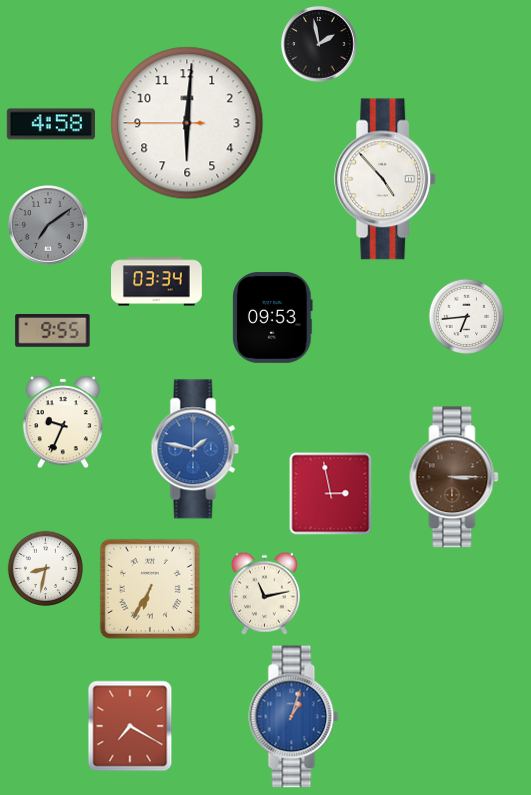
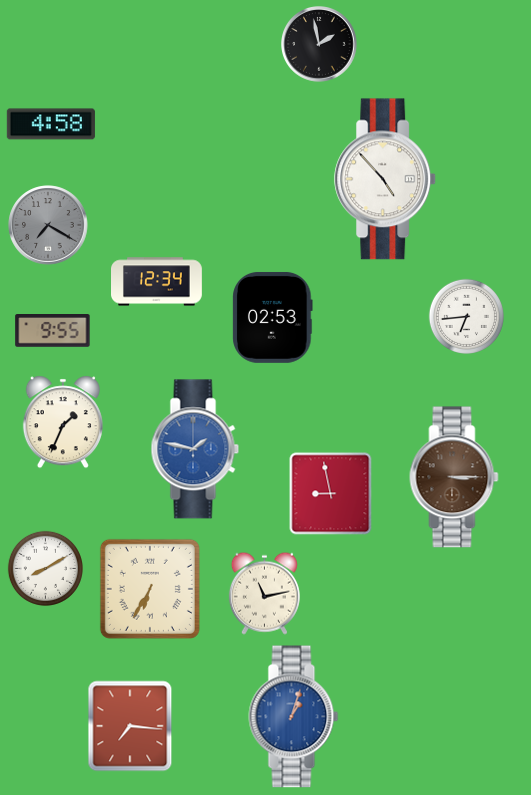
clock at (187, 123): 6:00 -> none
clock at (48, 225): 7:09 -> 7:20
clock at (157, 282): 03:34 -> 12:34
clock at (273, 317): 09:53 -> 02:53
clock at (63, 422): 9:34 -> 1:34
clock at (331, 494): 2:58 -> 8:58
clock at (45, 568): 8:32 -> 8:10
clock at (130, 726): 7:20 -> 7:16
